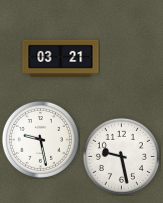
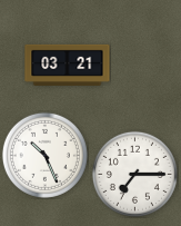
clock at (40, 139): 9:28 -> 10:26
clock at (121, 156): 9:28 -> 7:15
